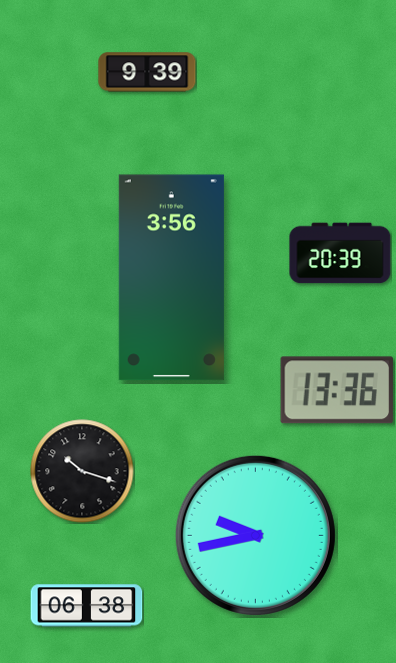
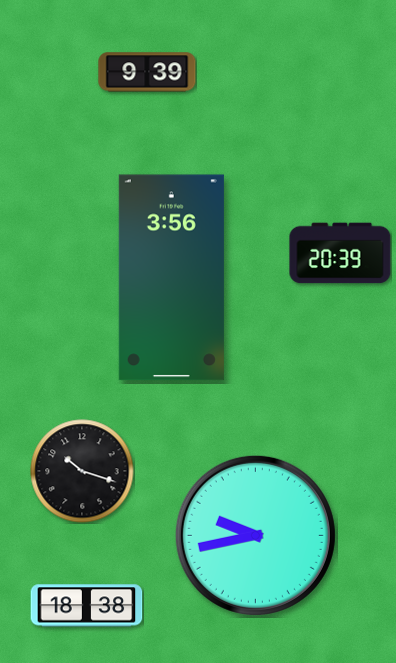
clock at (337, 390): 13:36 -> none
clock at (87, 606): 06:38 -> 18:38
